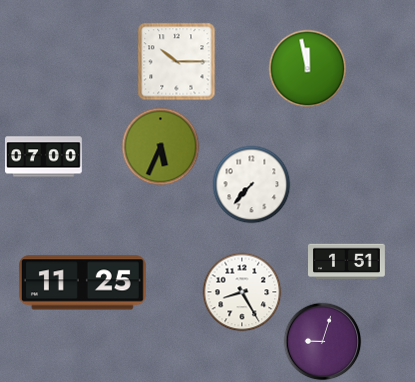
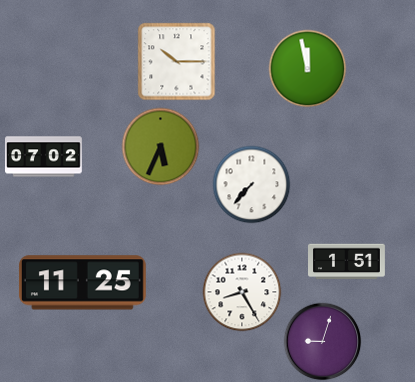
clock at (44, 157): 07:00 -> 07:02
